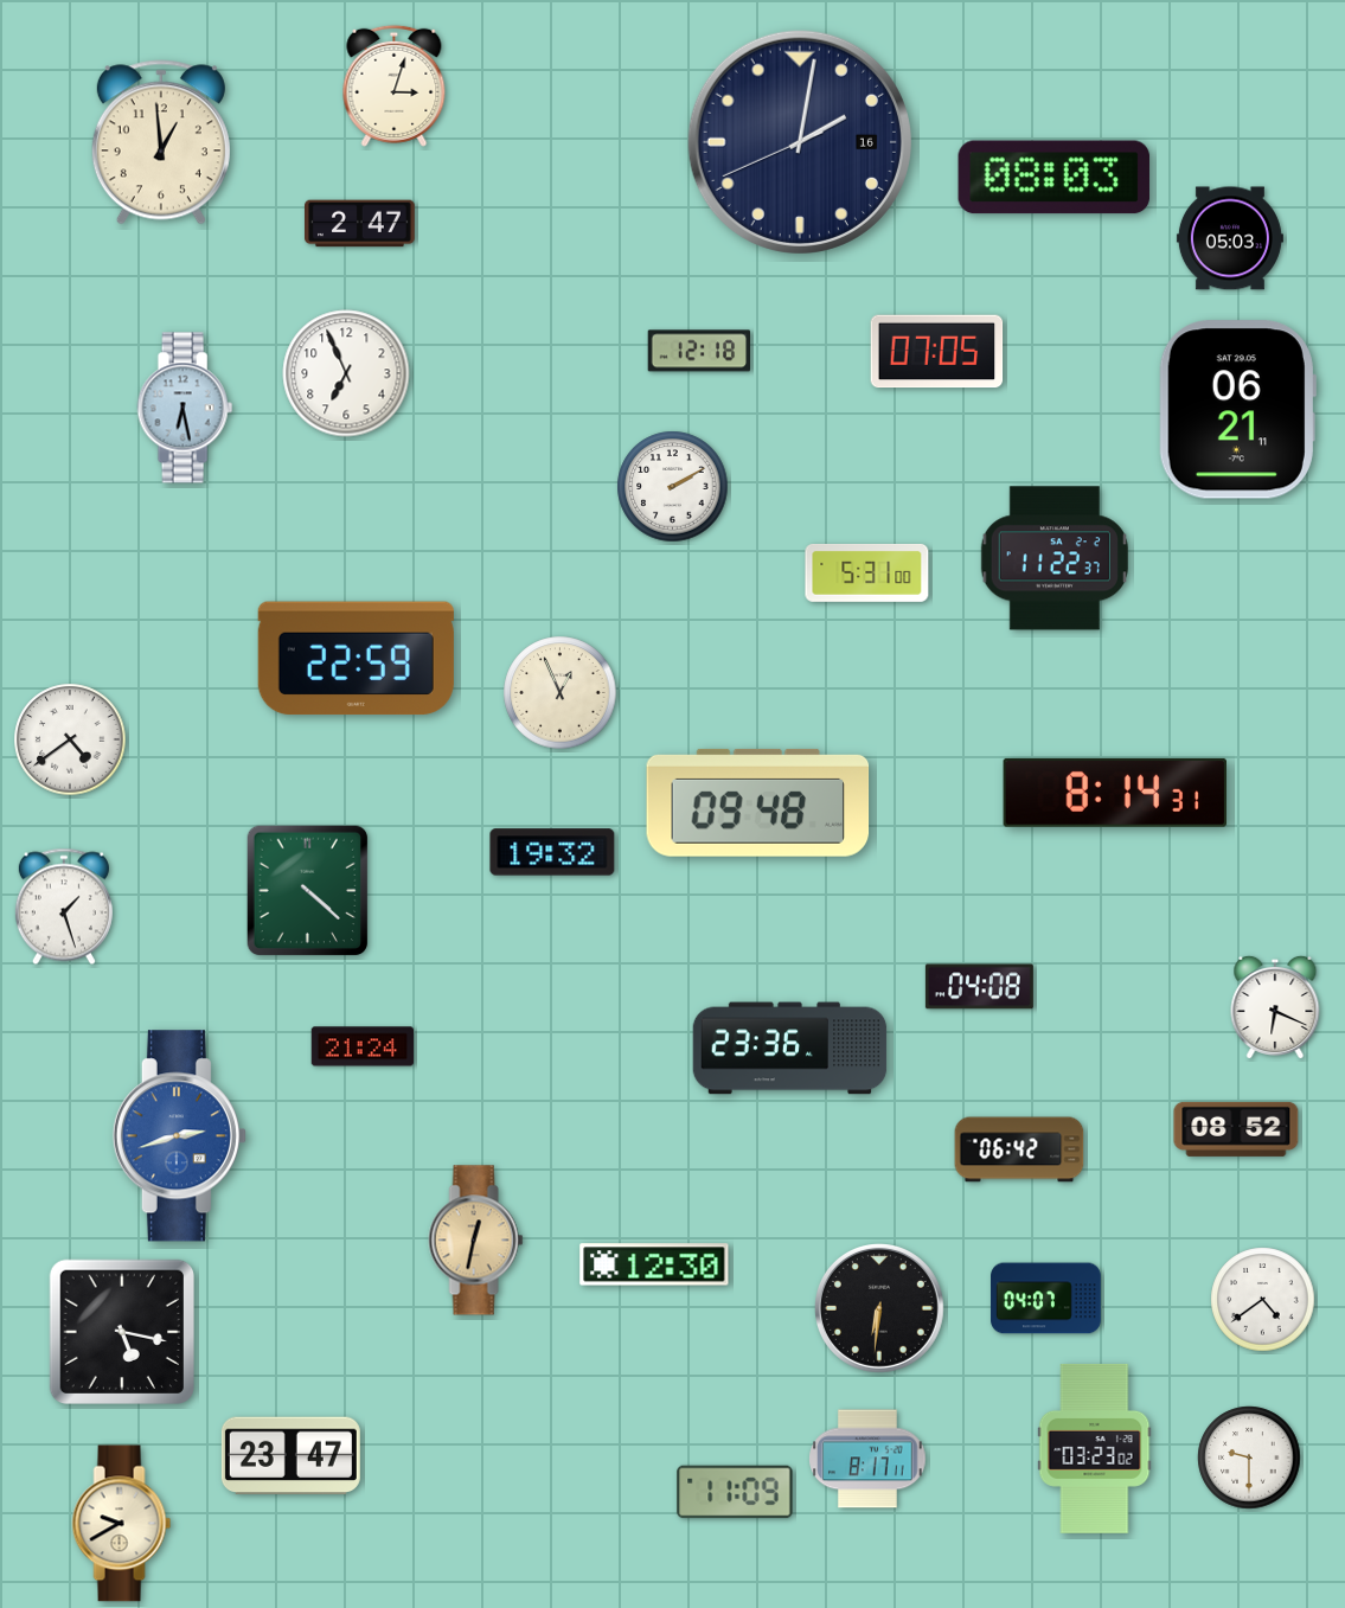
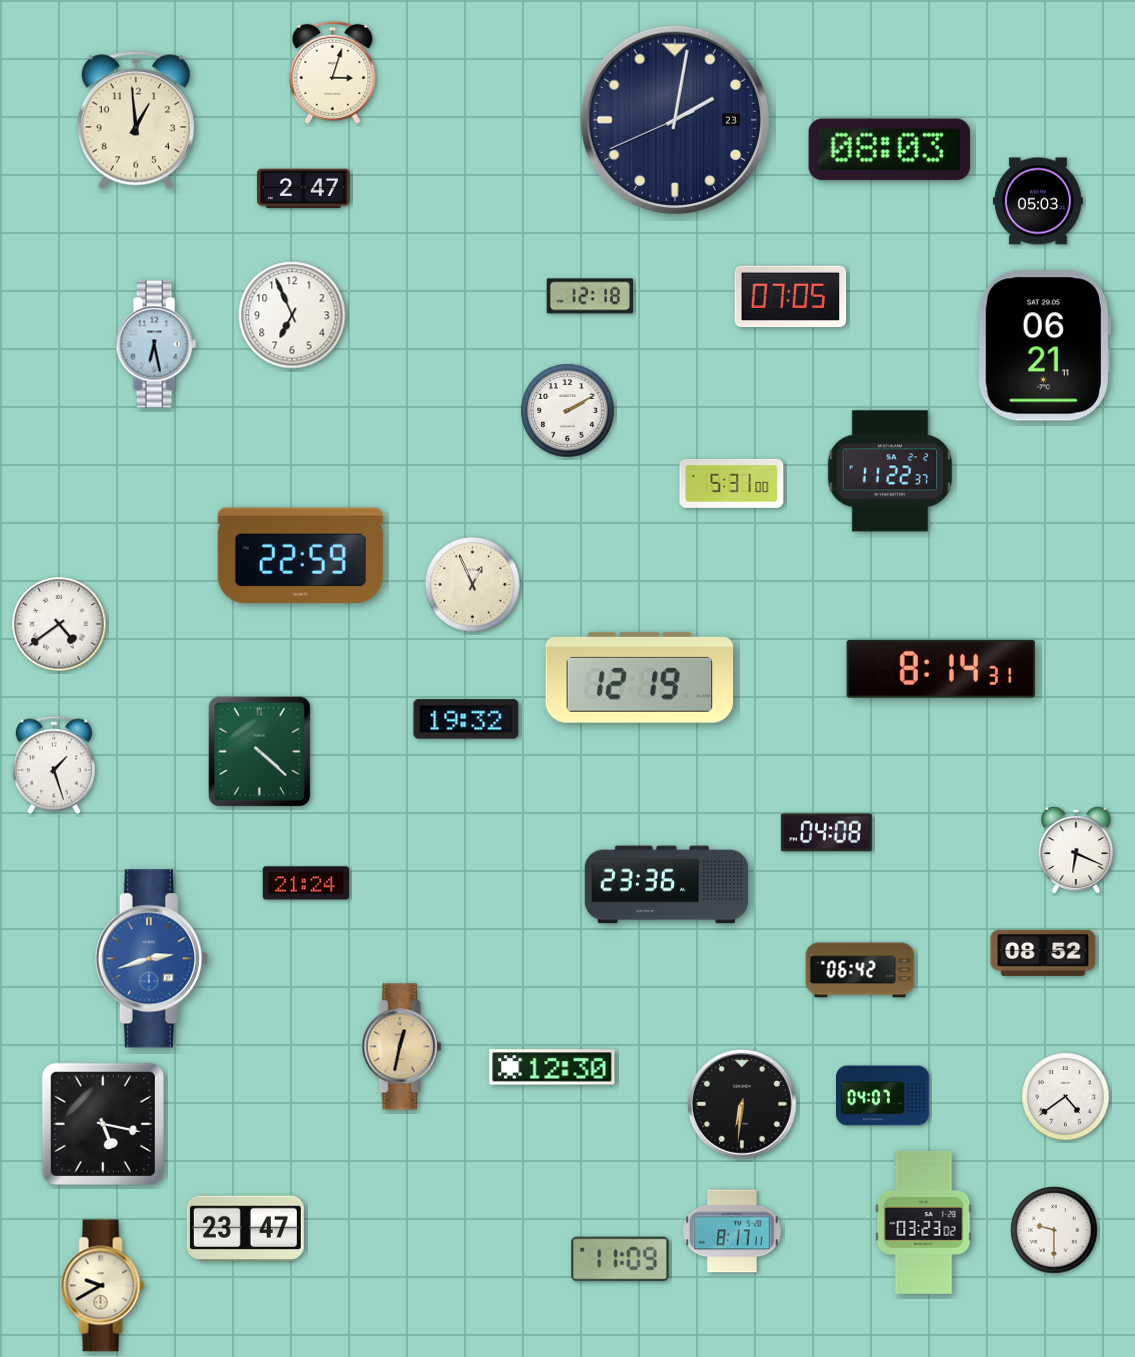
clock at (800, 142) date: 16 -> 23
clock at (758, 802): 09:48 -> 12:19
